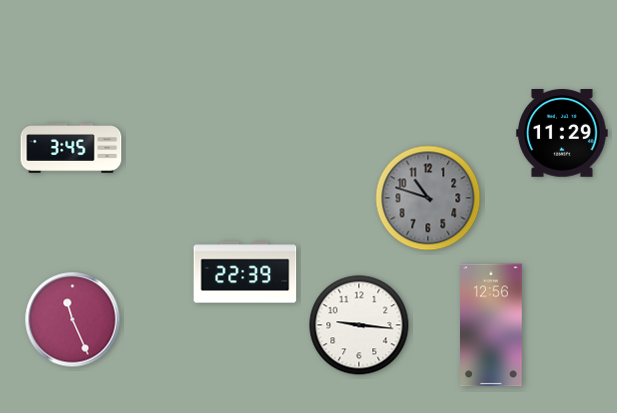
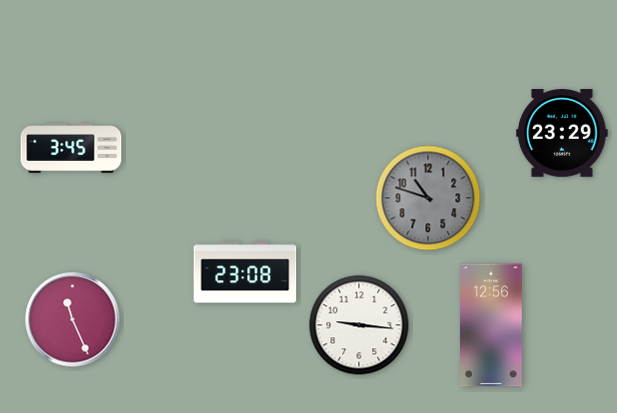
clock at (562, 133): 11:29 -> 23:29
clock at (245, 272): 22:39 -> 23:08
